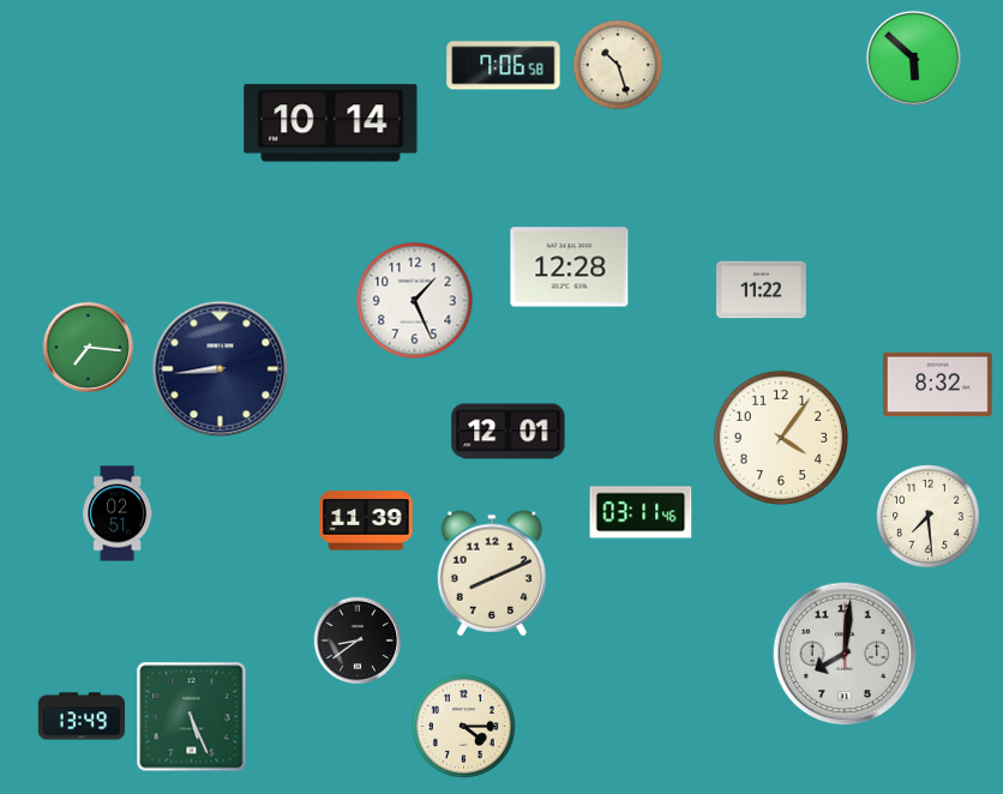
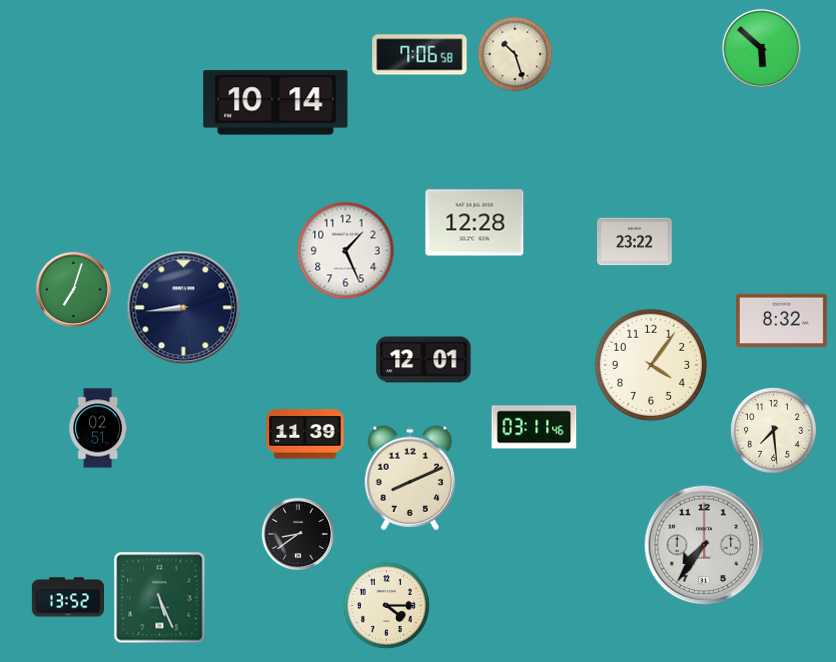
clock at (762, 290): 11:22 -> 23:22
clock at (88, 347): 7:16 -> 7:03
clock at (845, 654): 8:01 -> 7:36
clock at (80, 716): 13:49 -> 13:52
